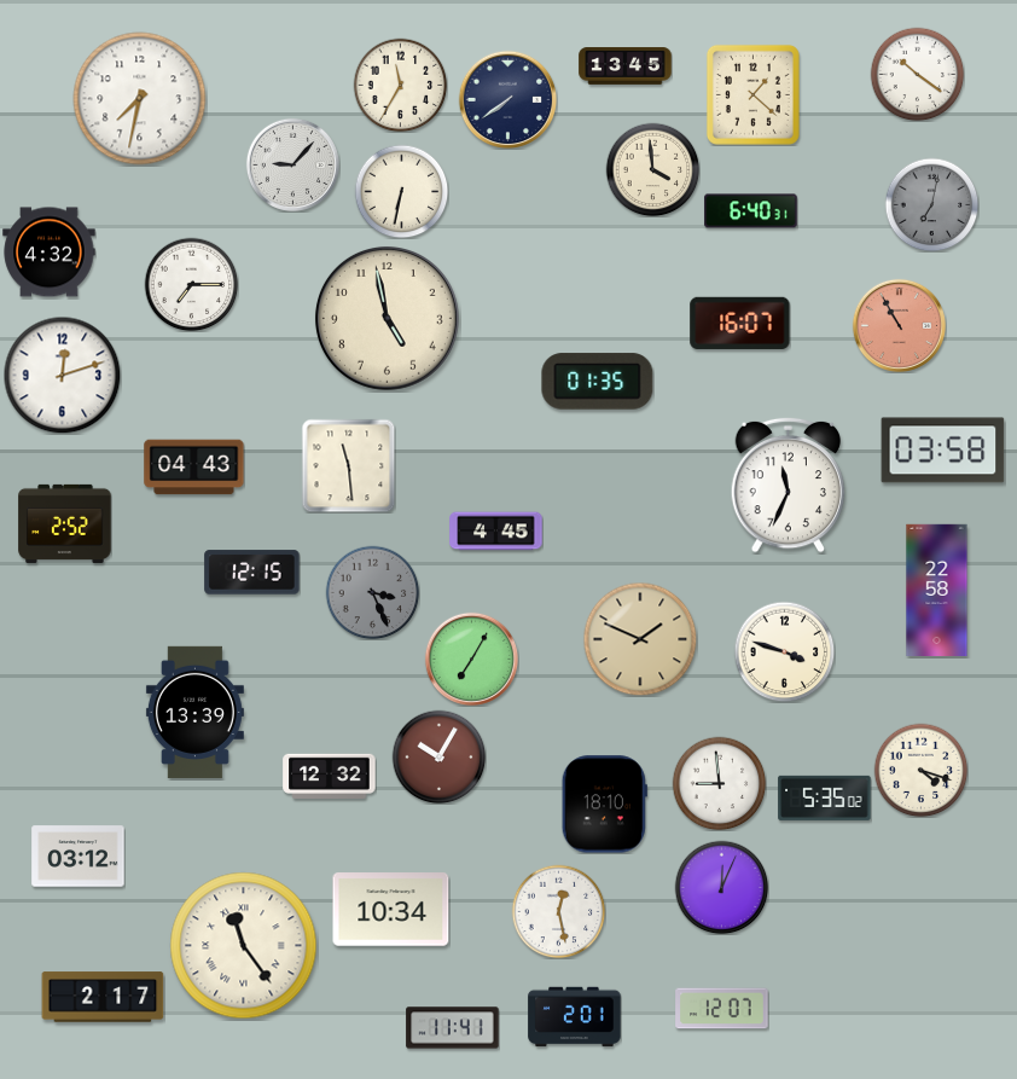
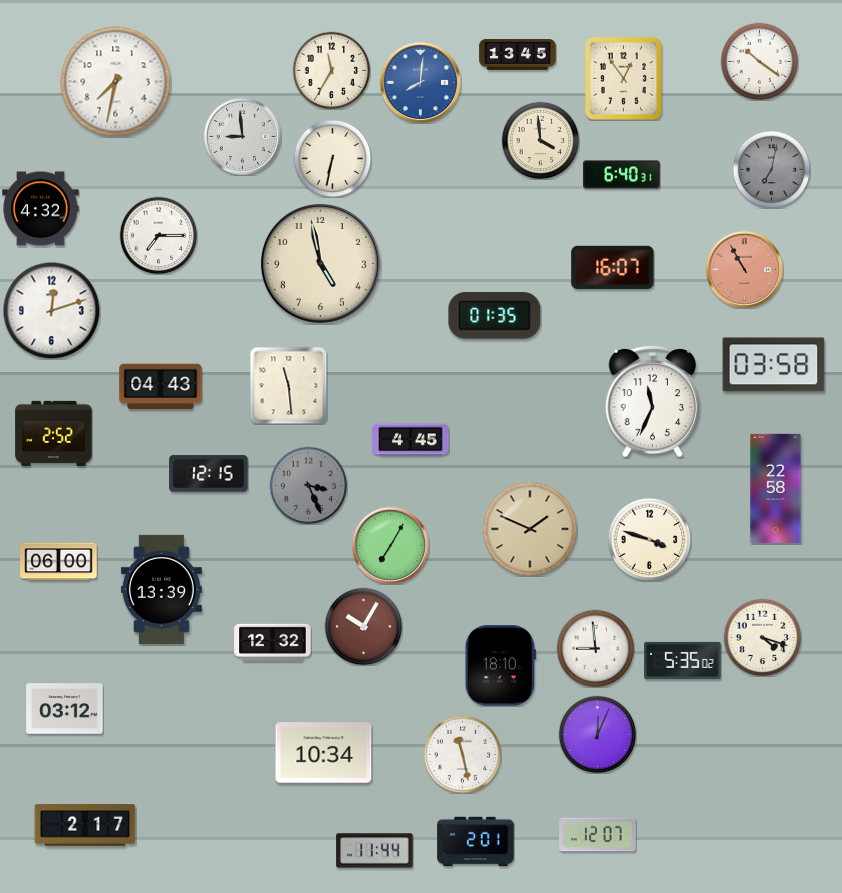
clock at (752, 94): 1:22 -> 12:54
clock at (507, 99): 7:39 -> 8:01
clock at (507, 99) dial: navy -> blue
clock at (292, 164): 9:07 -> 8:59
clock at (943, 451) position: (943, 451) -> (774, 365)
clock at (372, 592) position: (372, 592) -> (308, 485)
clock at (59, 562): none -> 06:00
clock at (558, 911): 12:28 -> 11:28
clock at (244, 946): 11:24 -> none
clock at (453, 1028): 11:41 -> 11:44
